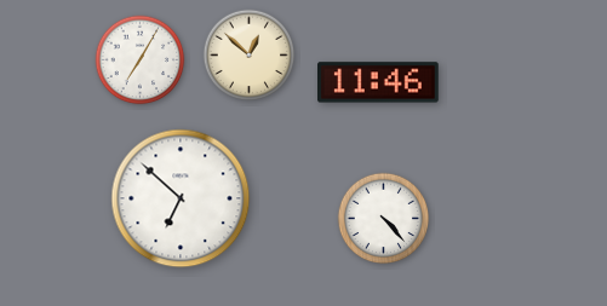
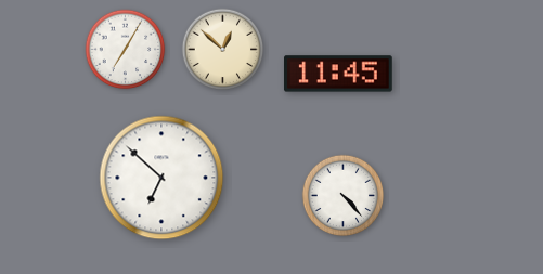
clock at (141, 60) position: (141, 60) -> (126, 50)
clock at (379, 82): 11:46 -> 11:45
